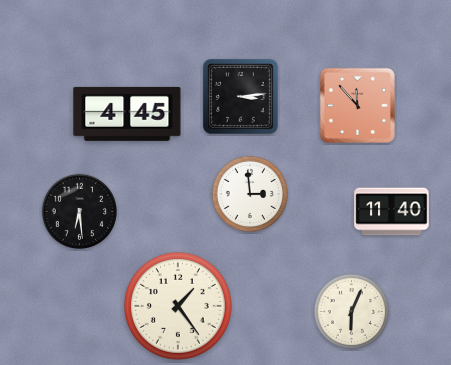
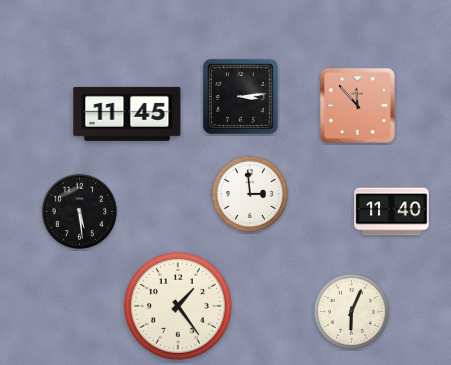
clock at (127, 114): 4:45 -> 11:45
clock at (80, 212): 6:29 -> 5:29
